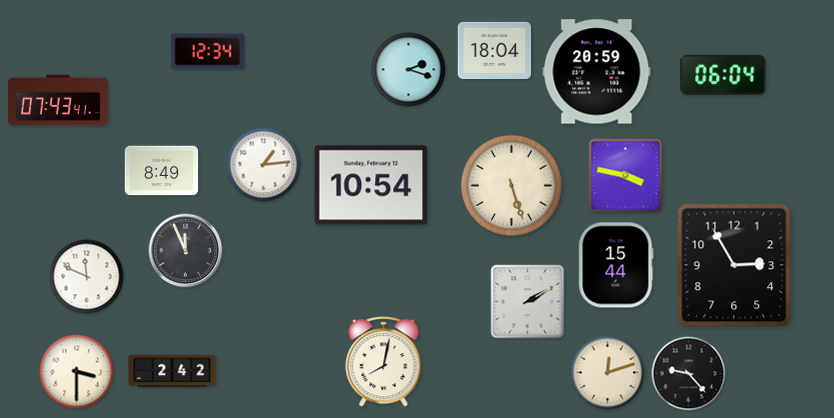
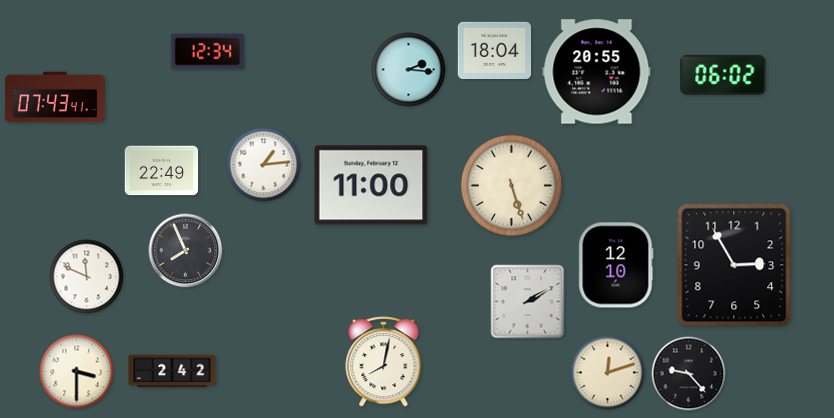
clock at (409, 70): 2:18 -> 2:16
clock at (597, 72): 20:59 -> 20:55
clock at (723, 75): 06:04 -> 06:02
clock at (59, 100) position: (59, 100) -> (56, 97)
clock at (162, 171): 8:49 -> 22:49
clock at (626, 176): 3:47 -> none
clock at (371, 185): 10:54 -> 11:00
clock at (186, 251): 11:56 -> 7:56
clock at (616, 265): 15:44 -> 12:10
